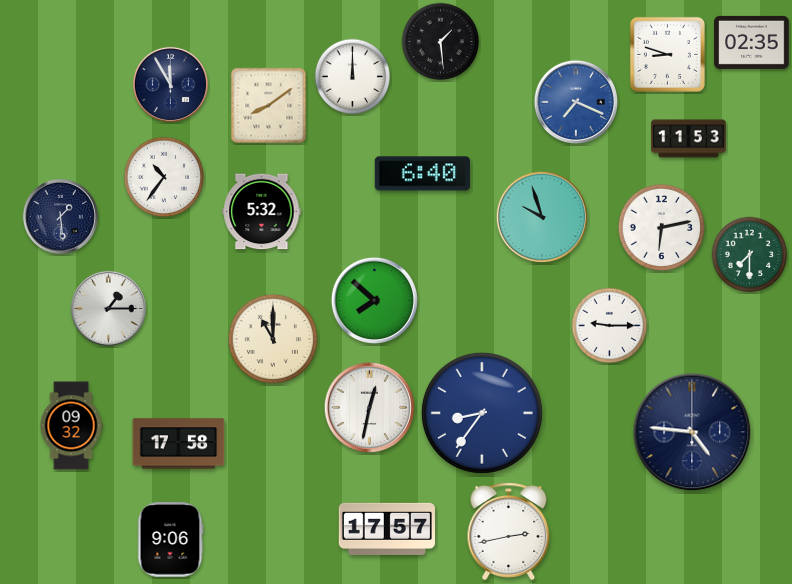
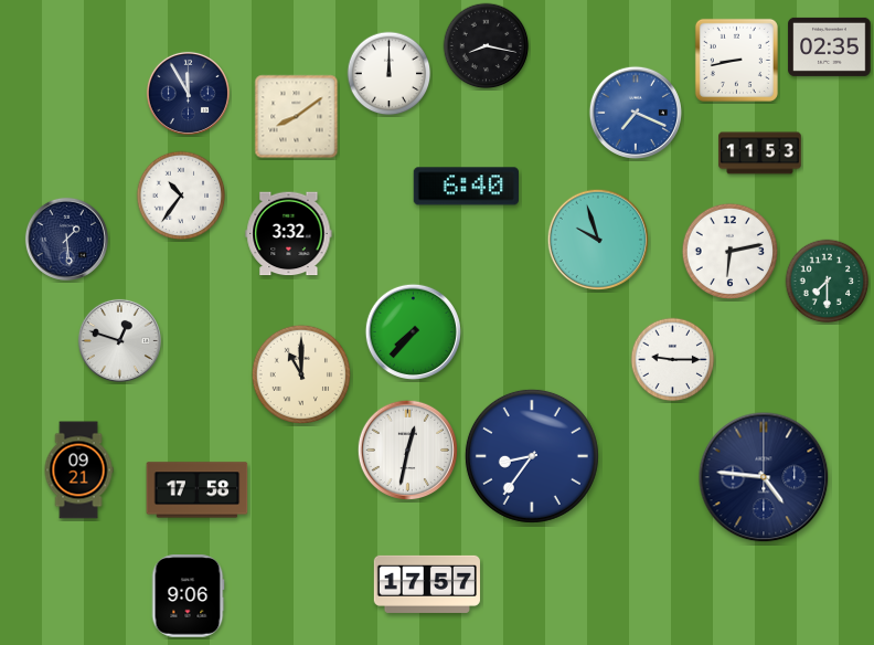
clock at (441, 42): 1:29 -> 8:17
clock at (667, 54): 8:48 -> 8:43
clock at (353, 77) position: (353, 77) -> (390, 74)
clock at (422, 174) position: (422, 174) -> (466, 187)
clock at (262, 212): 5:32 -> 3:32
clock at (374, 300): 7:52 -> 7:37
clock at (108, 308): 1:15 -> 12:48
clock at (71, 426): 09:32 -> 09:21
clock at (509, 532): 2:43 -> none
